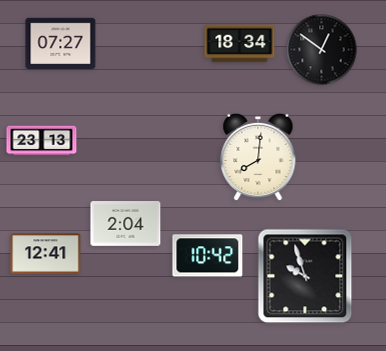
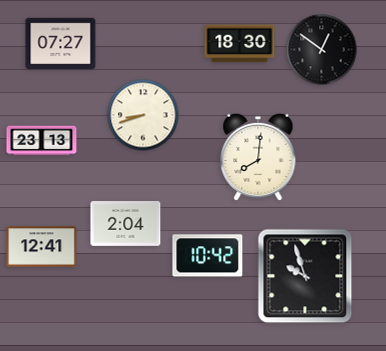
clock at (240, 44): 18:34 -> 18:30
clock at (143, 115): none -> 8:42
clock at (46, 254) position: (46, 254) -> (42, 247)
